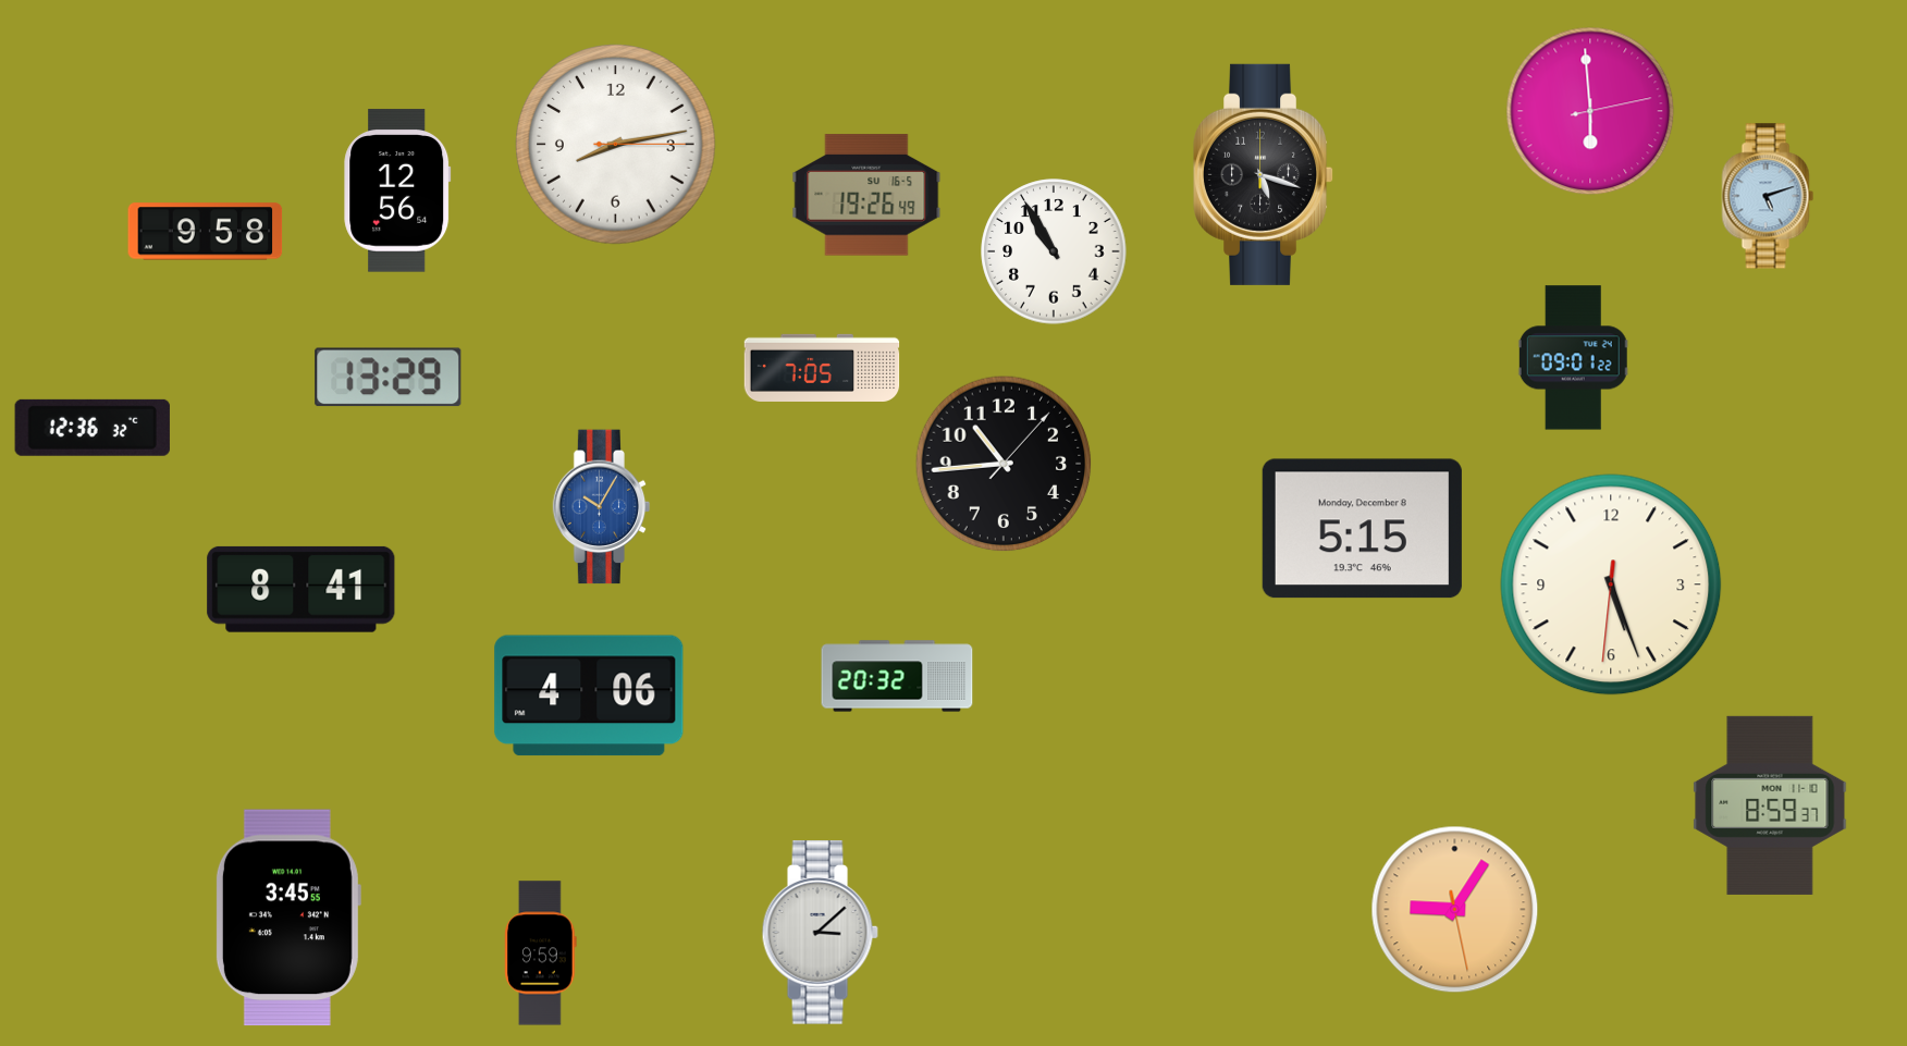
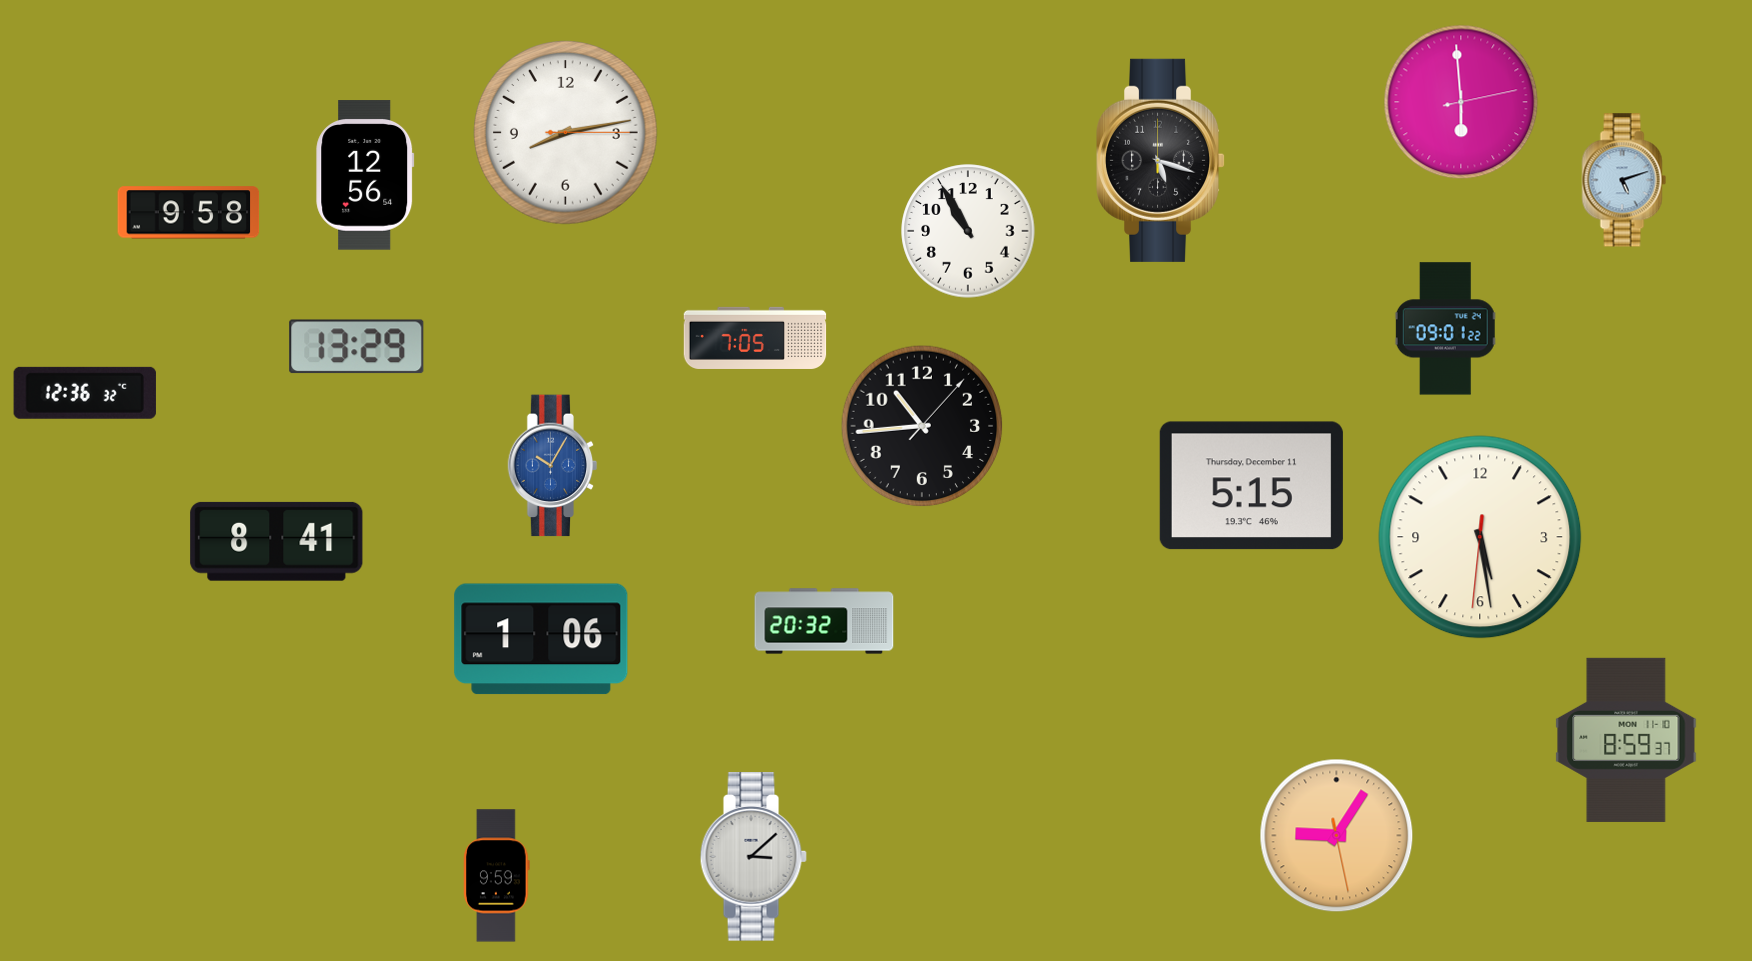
clock at (866, 195): 19:26 -> none
clock at (1362, 529) date: Monday, December 8 -> Thursday, December 11
clock at (1611, 584): 5:26 -> 5:28
clock at (589, 696): 4:06 -> 1:06
clock at (287, 918): 3:45 -> none
